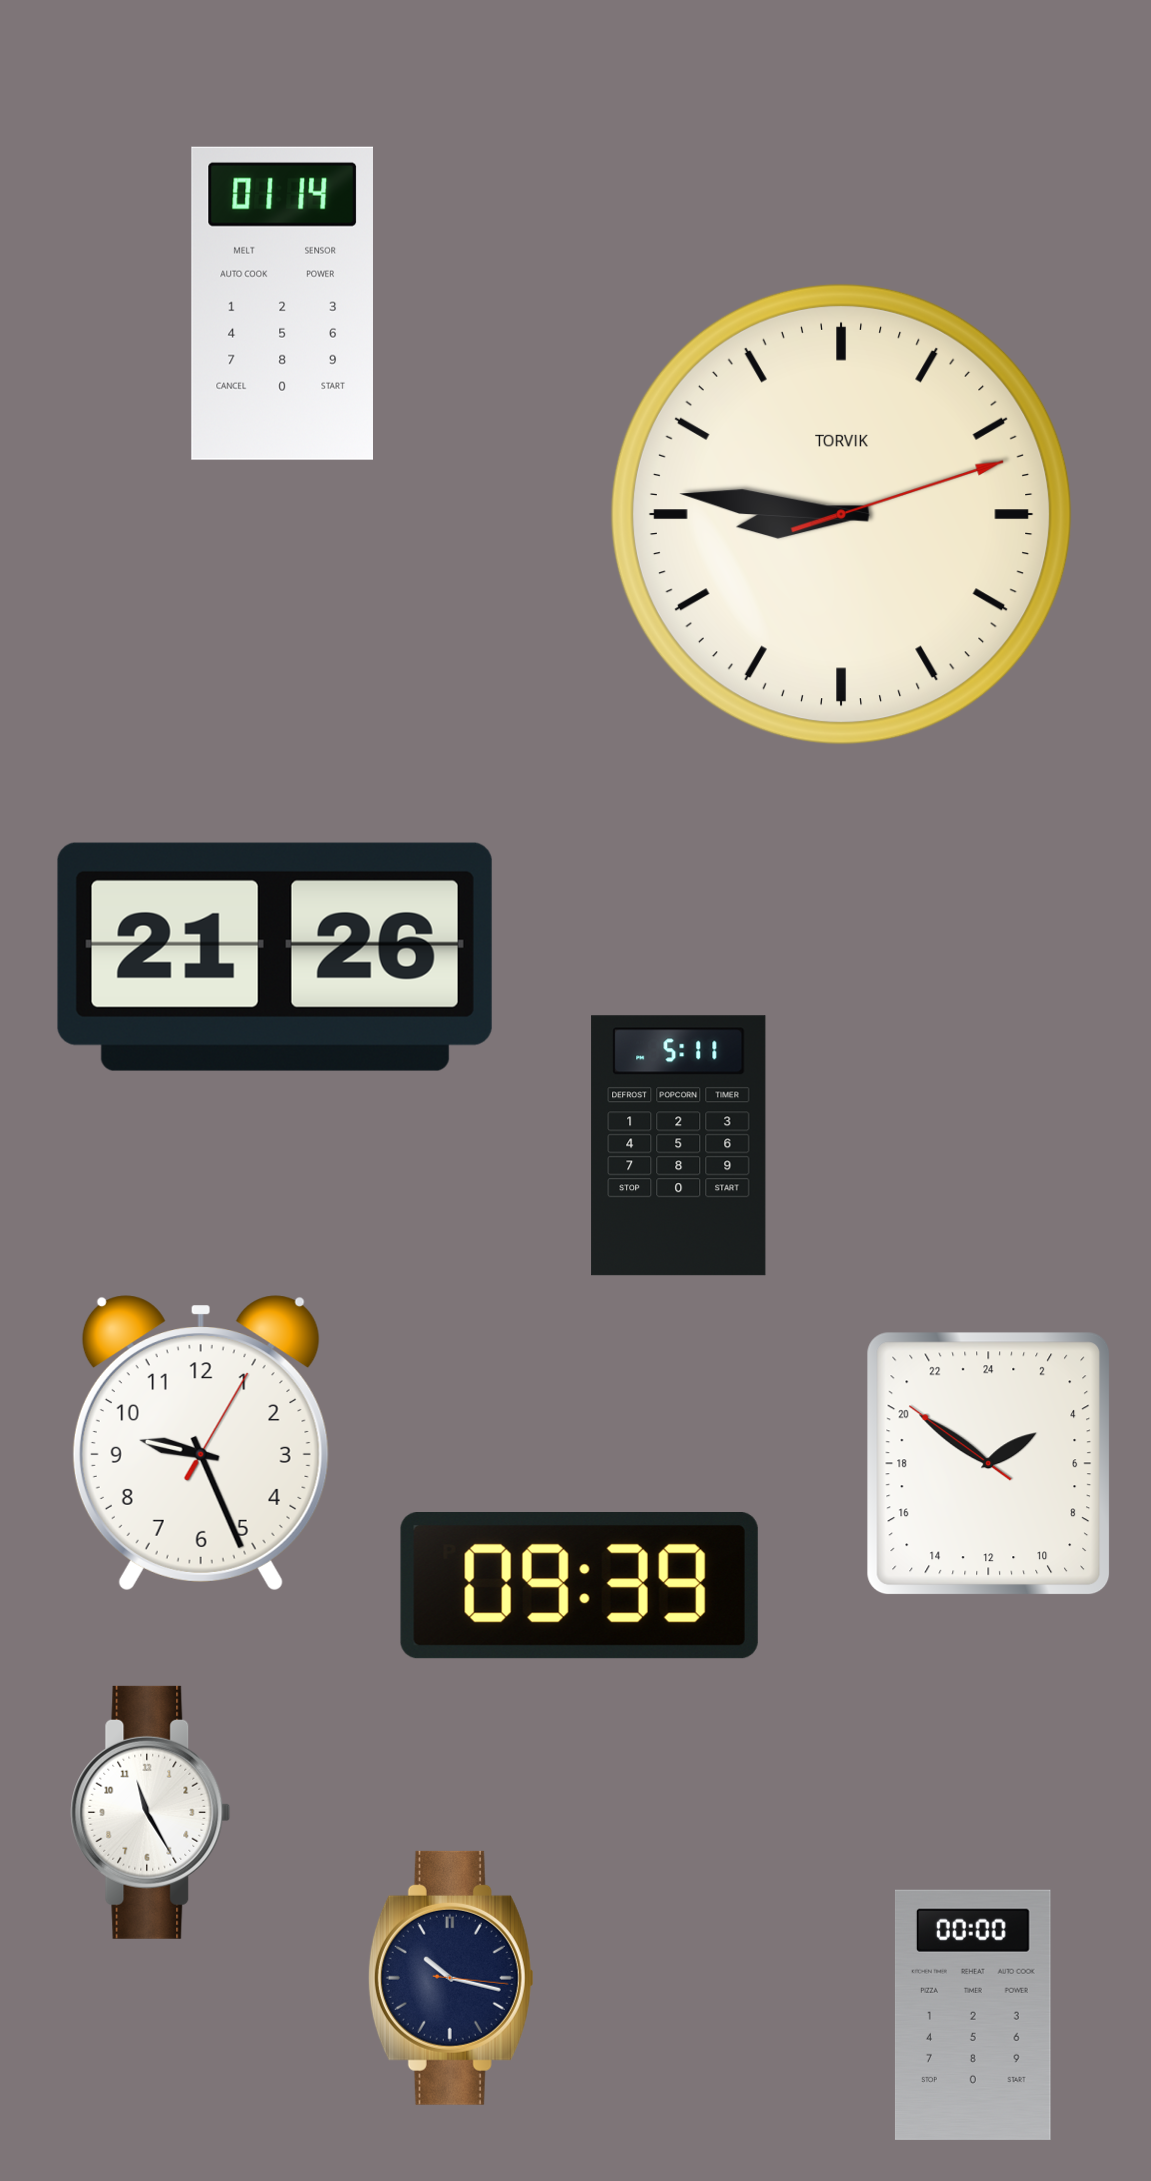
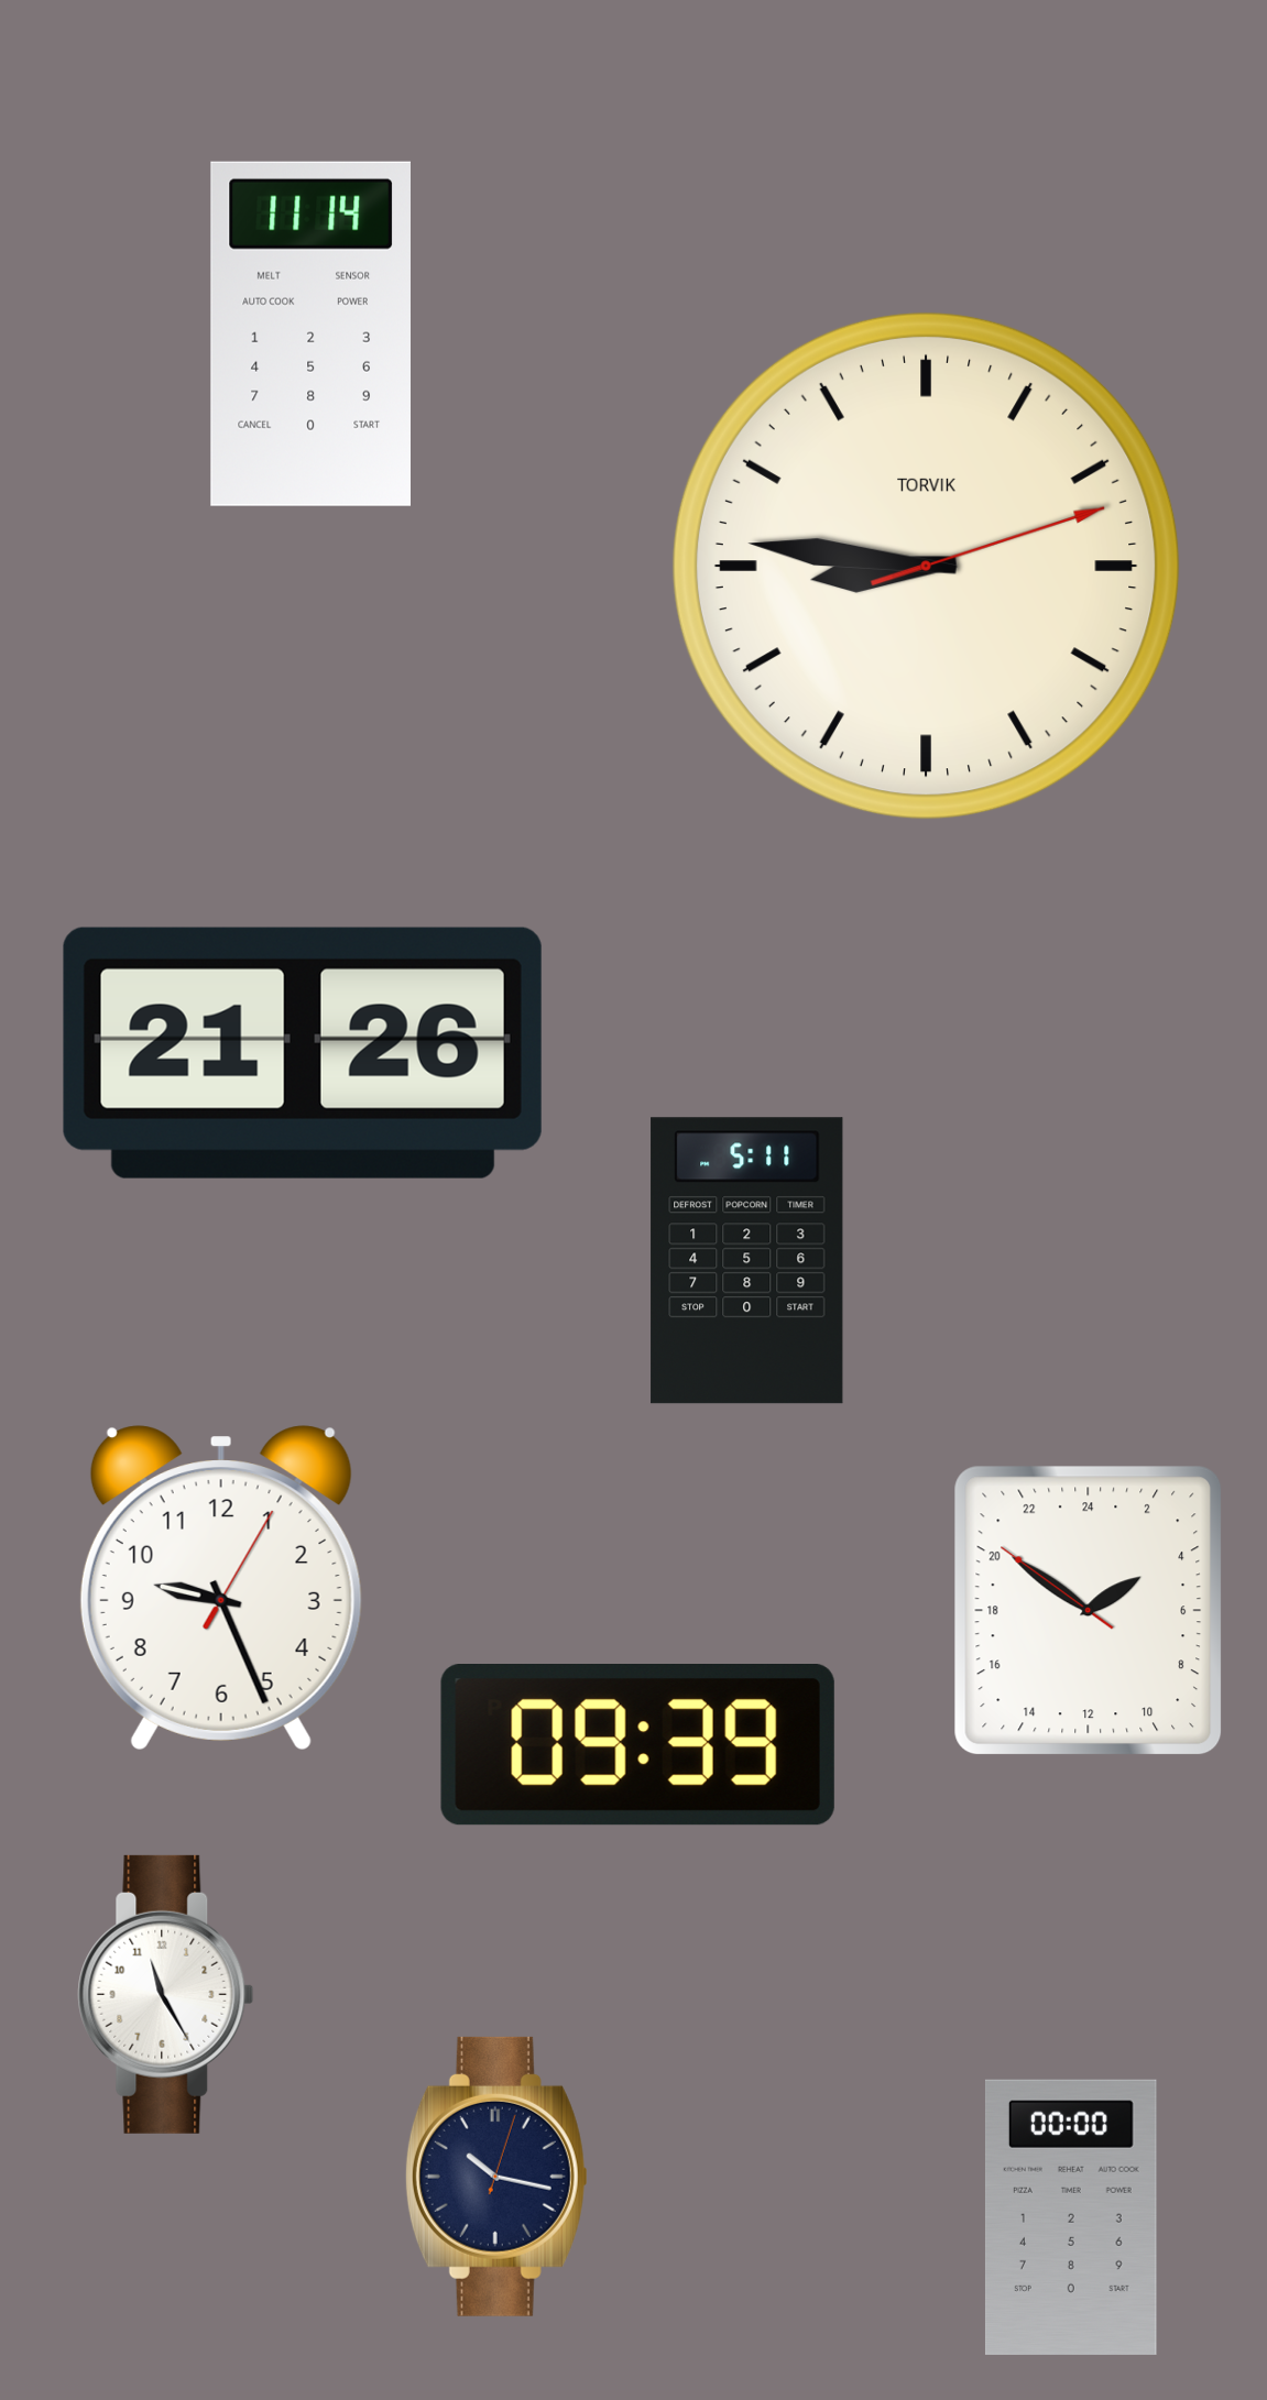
clock at (282, 303): 01:14 -> 11:14
clock at (451, 1978): 10:17:16 -> 10:17:03
